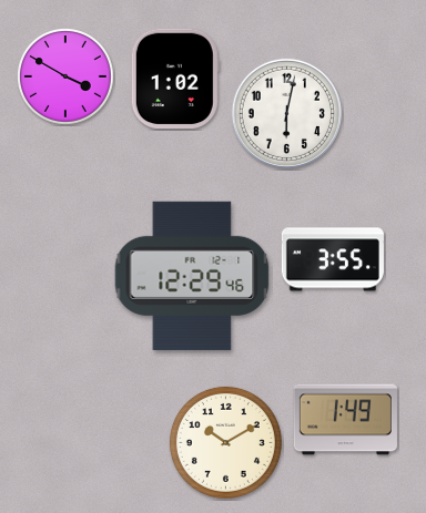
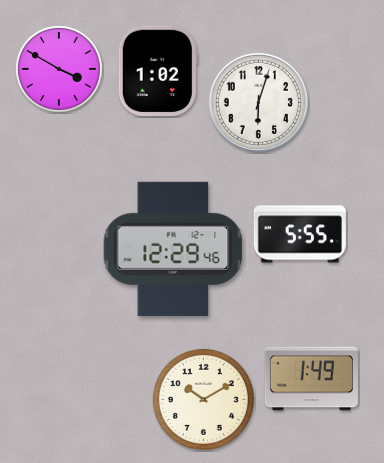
clock at (286, 113): 6:02 -> 6:03
clock at (333, 259): 3:55 -> 5:55
